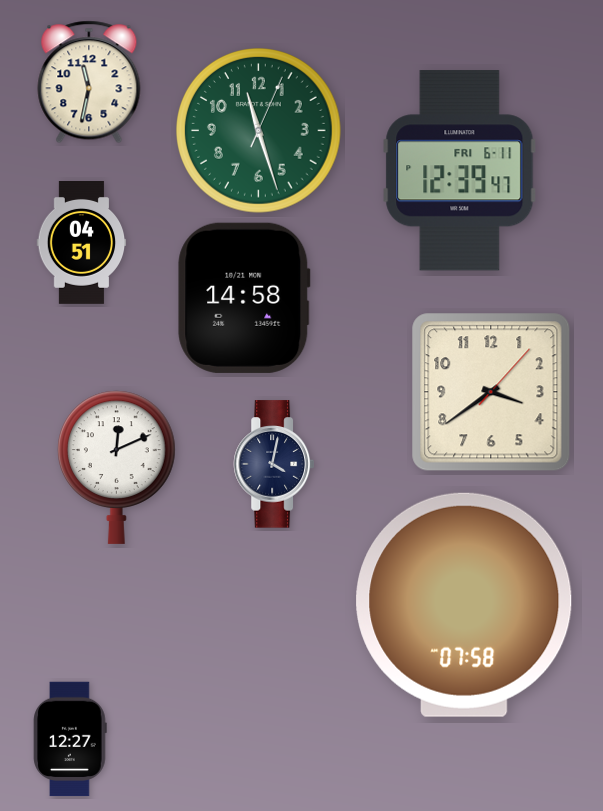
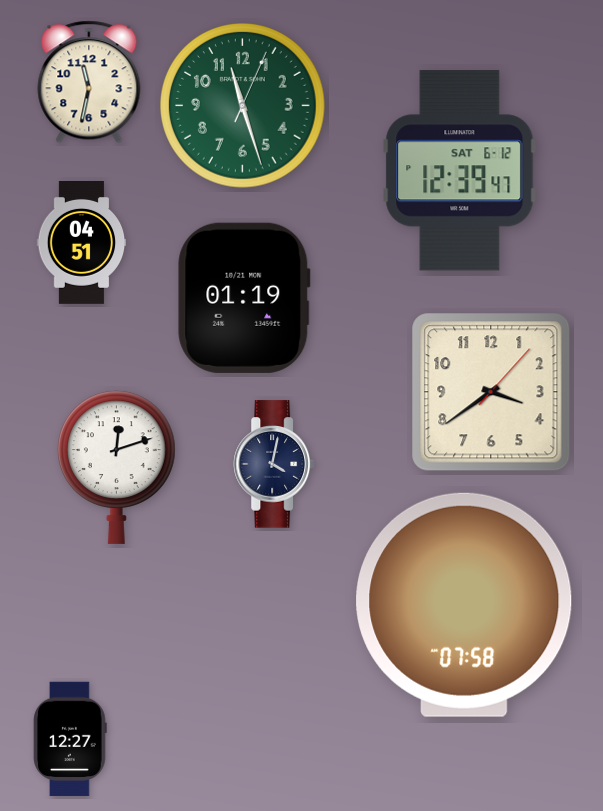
clock at (259, 131) position: (259, 131) -> (243, 106)
clock at (460, 171) date: FRI 6-11 -> SAT 6-12
clock at (244, 298): 14:58 -> 01:19
clock at (117, 467): 12:11 -> 12:12
